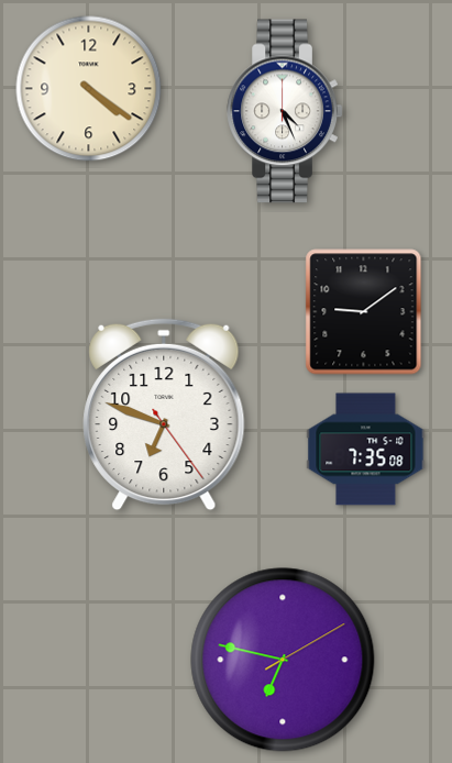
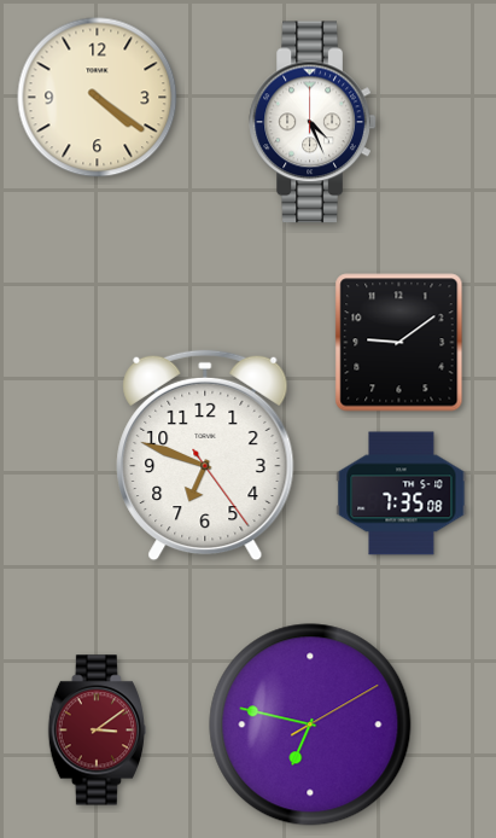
clock at (164, 414) position: (164, 414) -> (205, 455)
clock at (97, 731): none -> 3:09
